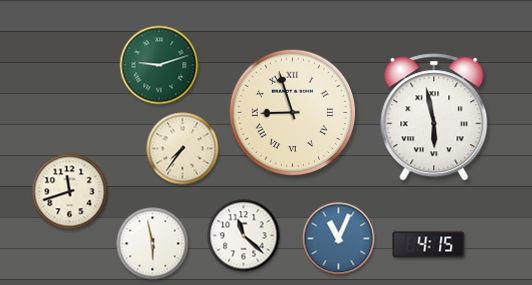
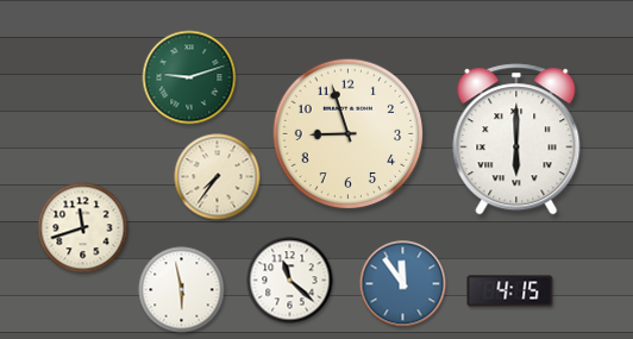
clock at (293, 113) numerals: Roman -> Arabic
clock at (434, 117): 5:58 -> 6:00
clock at (339, 239): 11:04 -> 11:54
